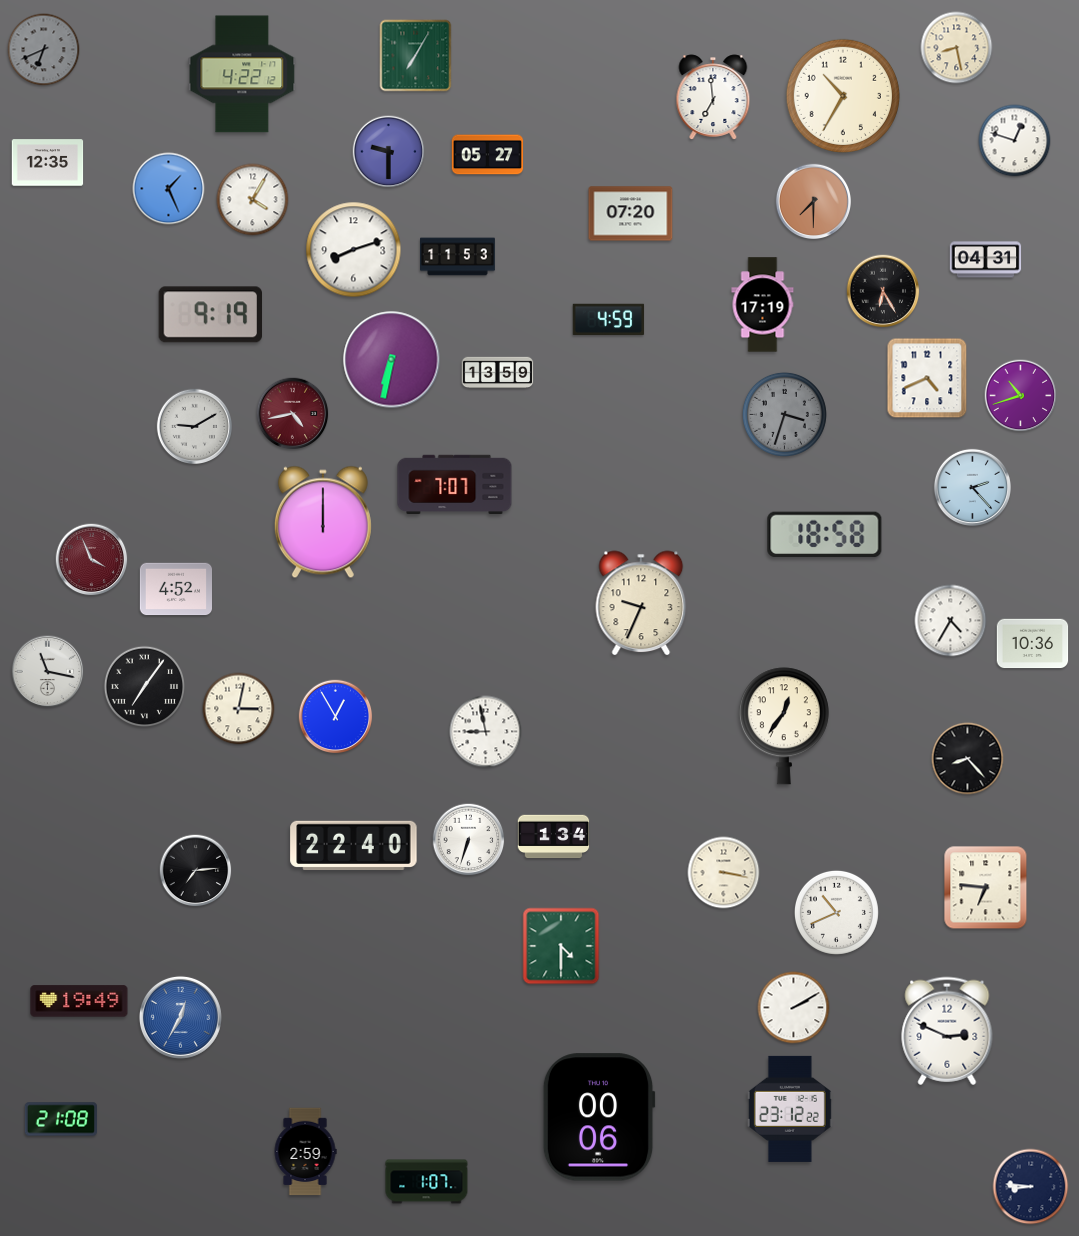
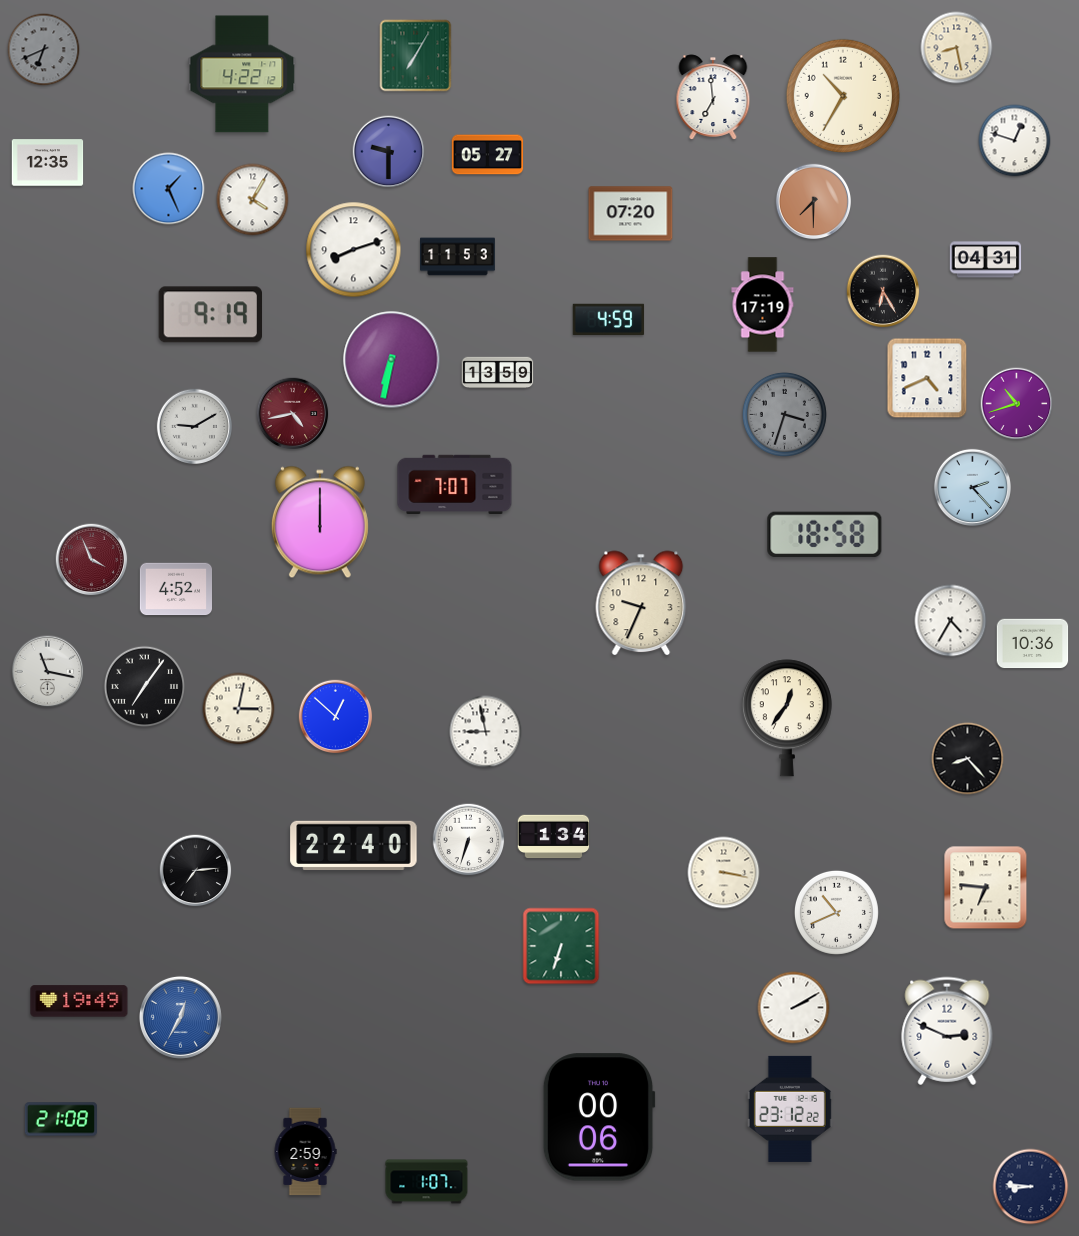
clock at (1021, 396) position: (1021, 396) -> (1017, 404)
clock at (323, 522) position: (323, 522) -> (320, 522)
clock at (336, 717): 12:55 -> 12:52
clock at (784, 726) position: (784, 726) -> (787, 718)
clock at (561, 946): 4:30 -> 6:33
